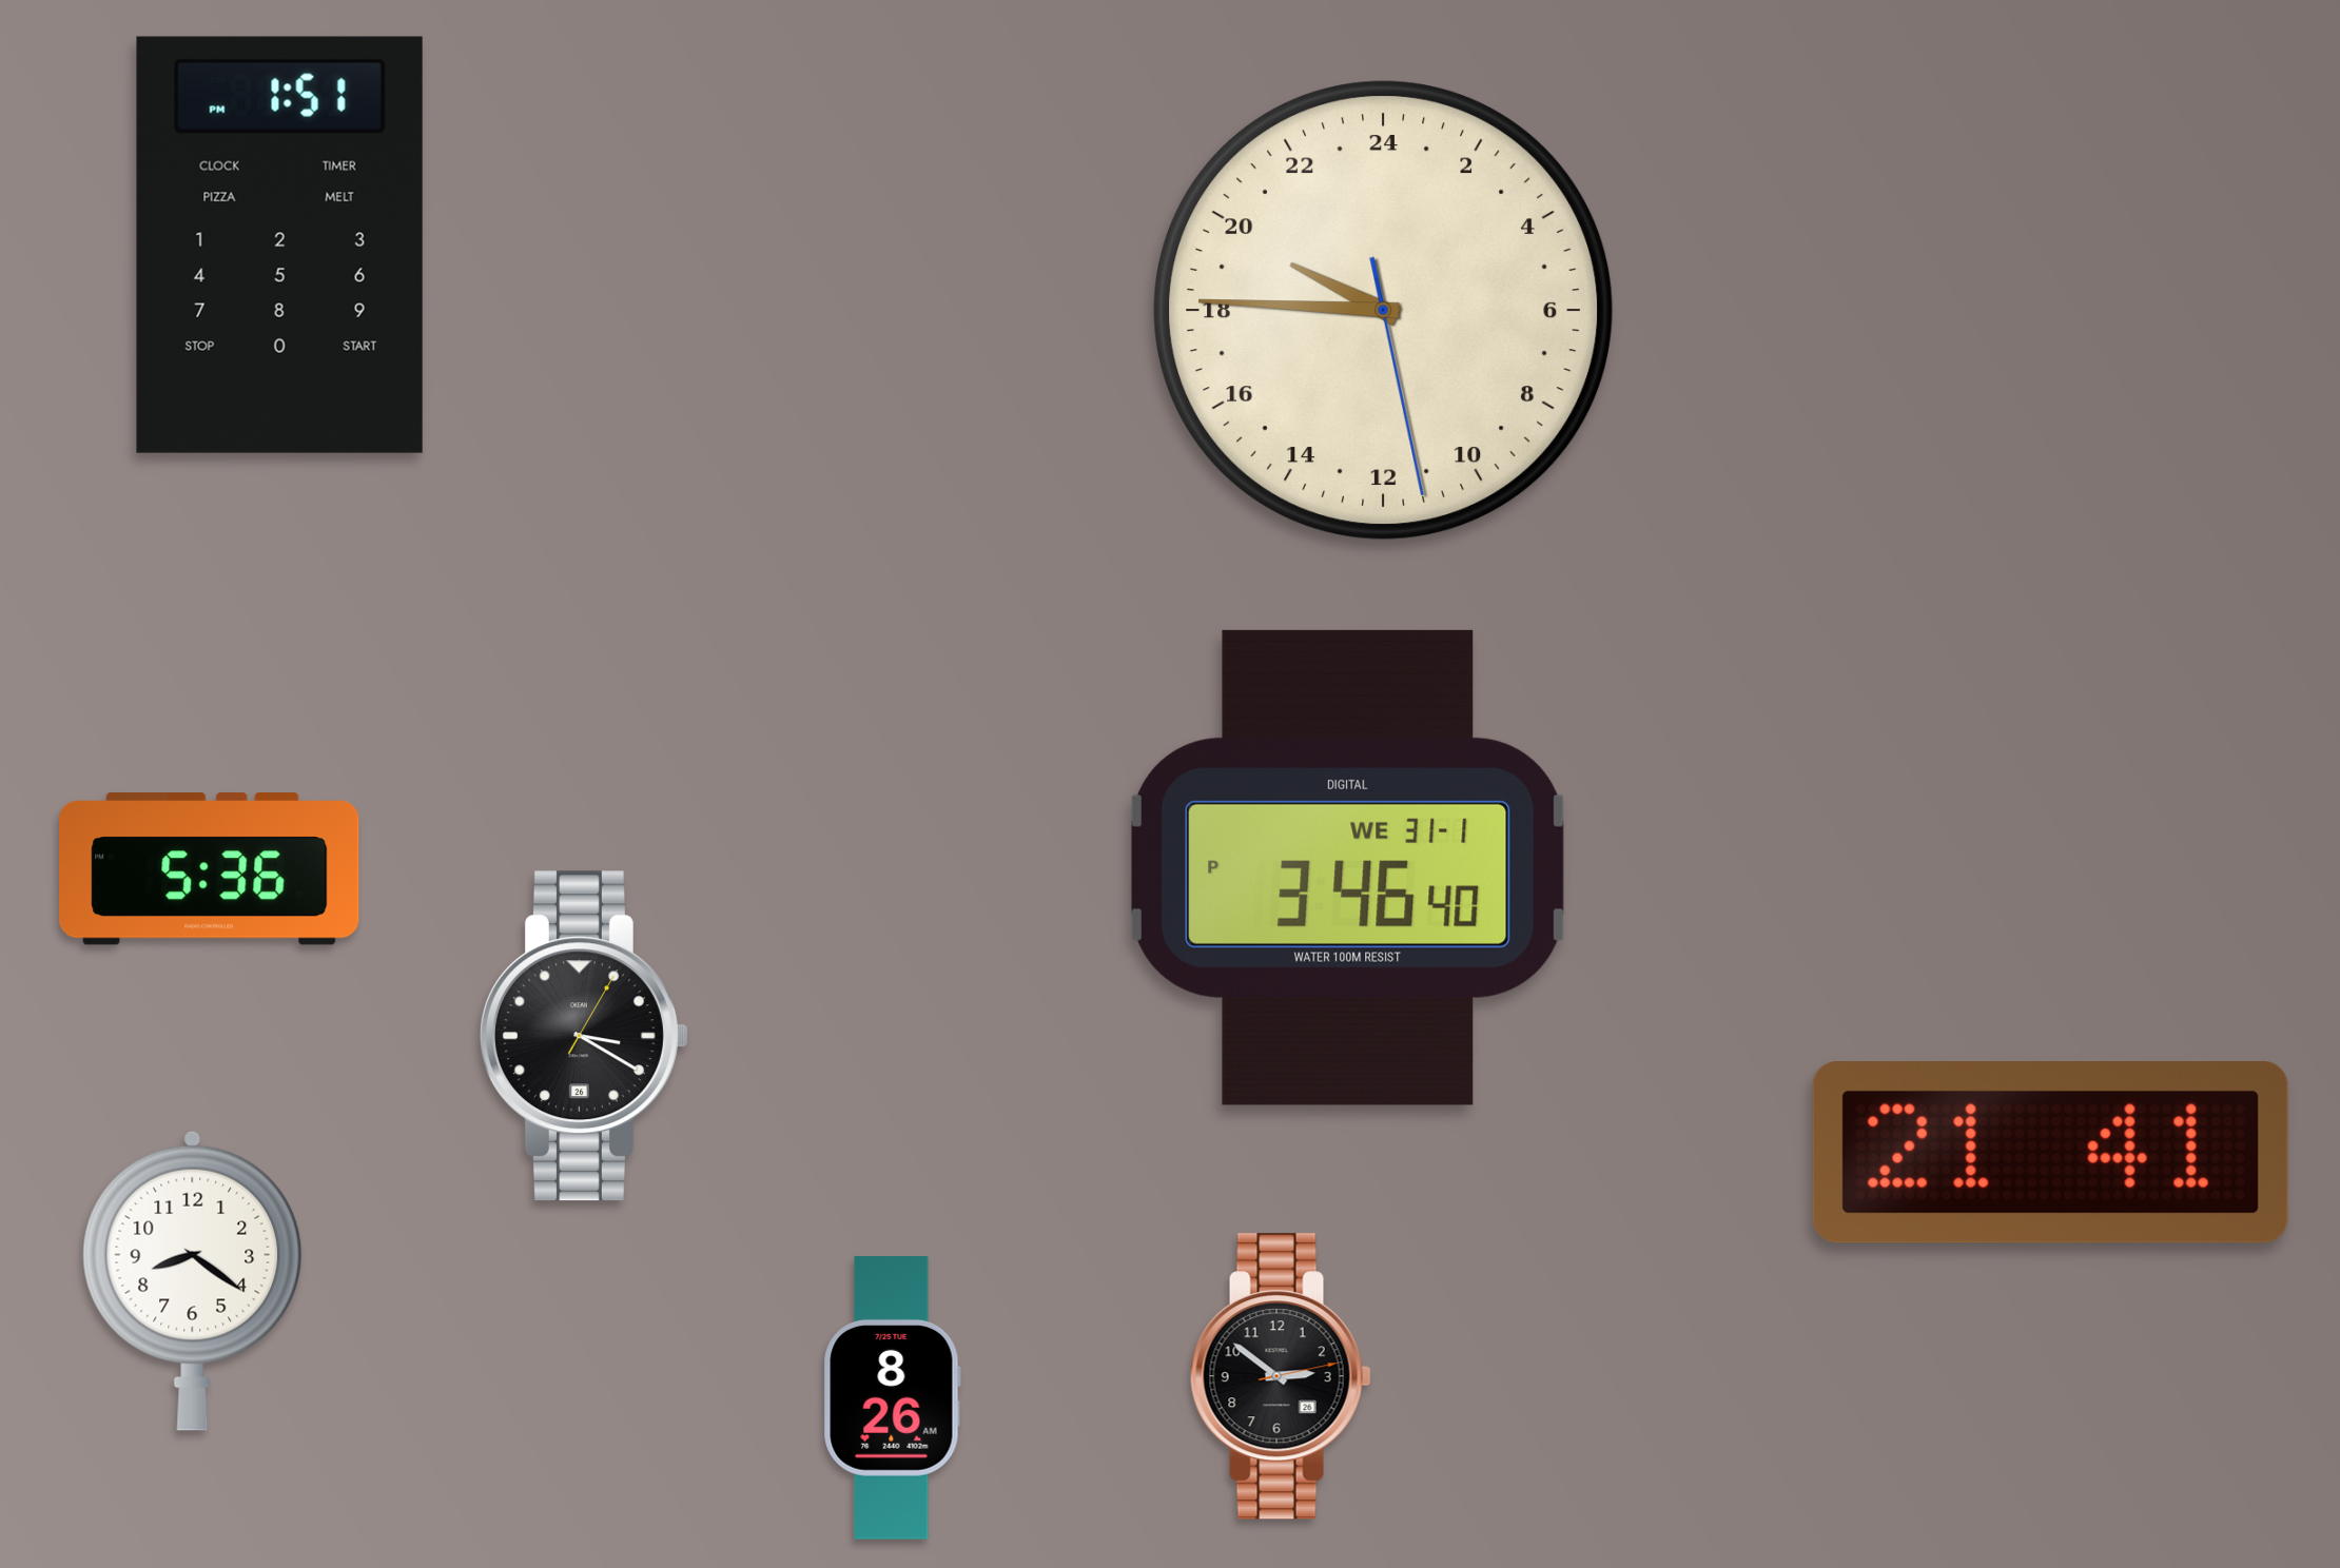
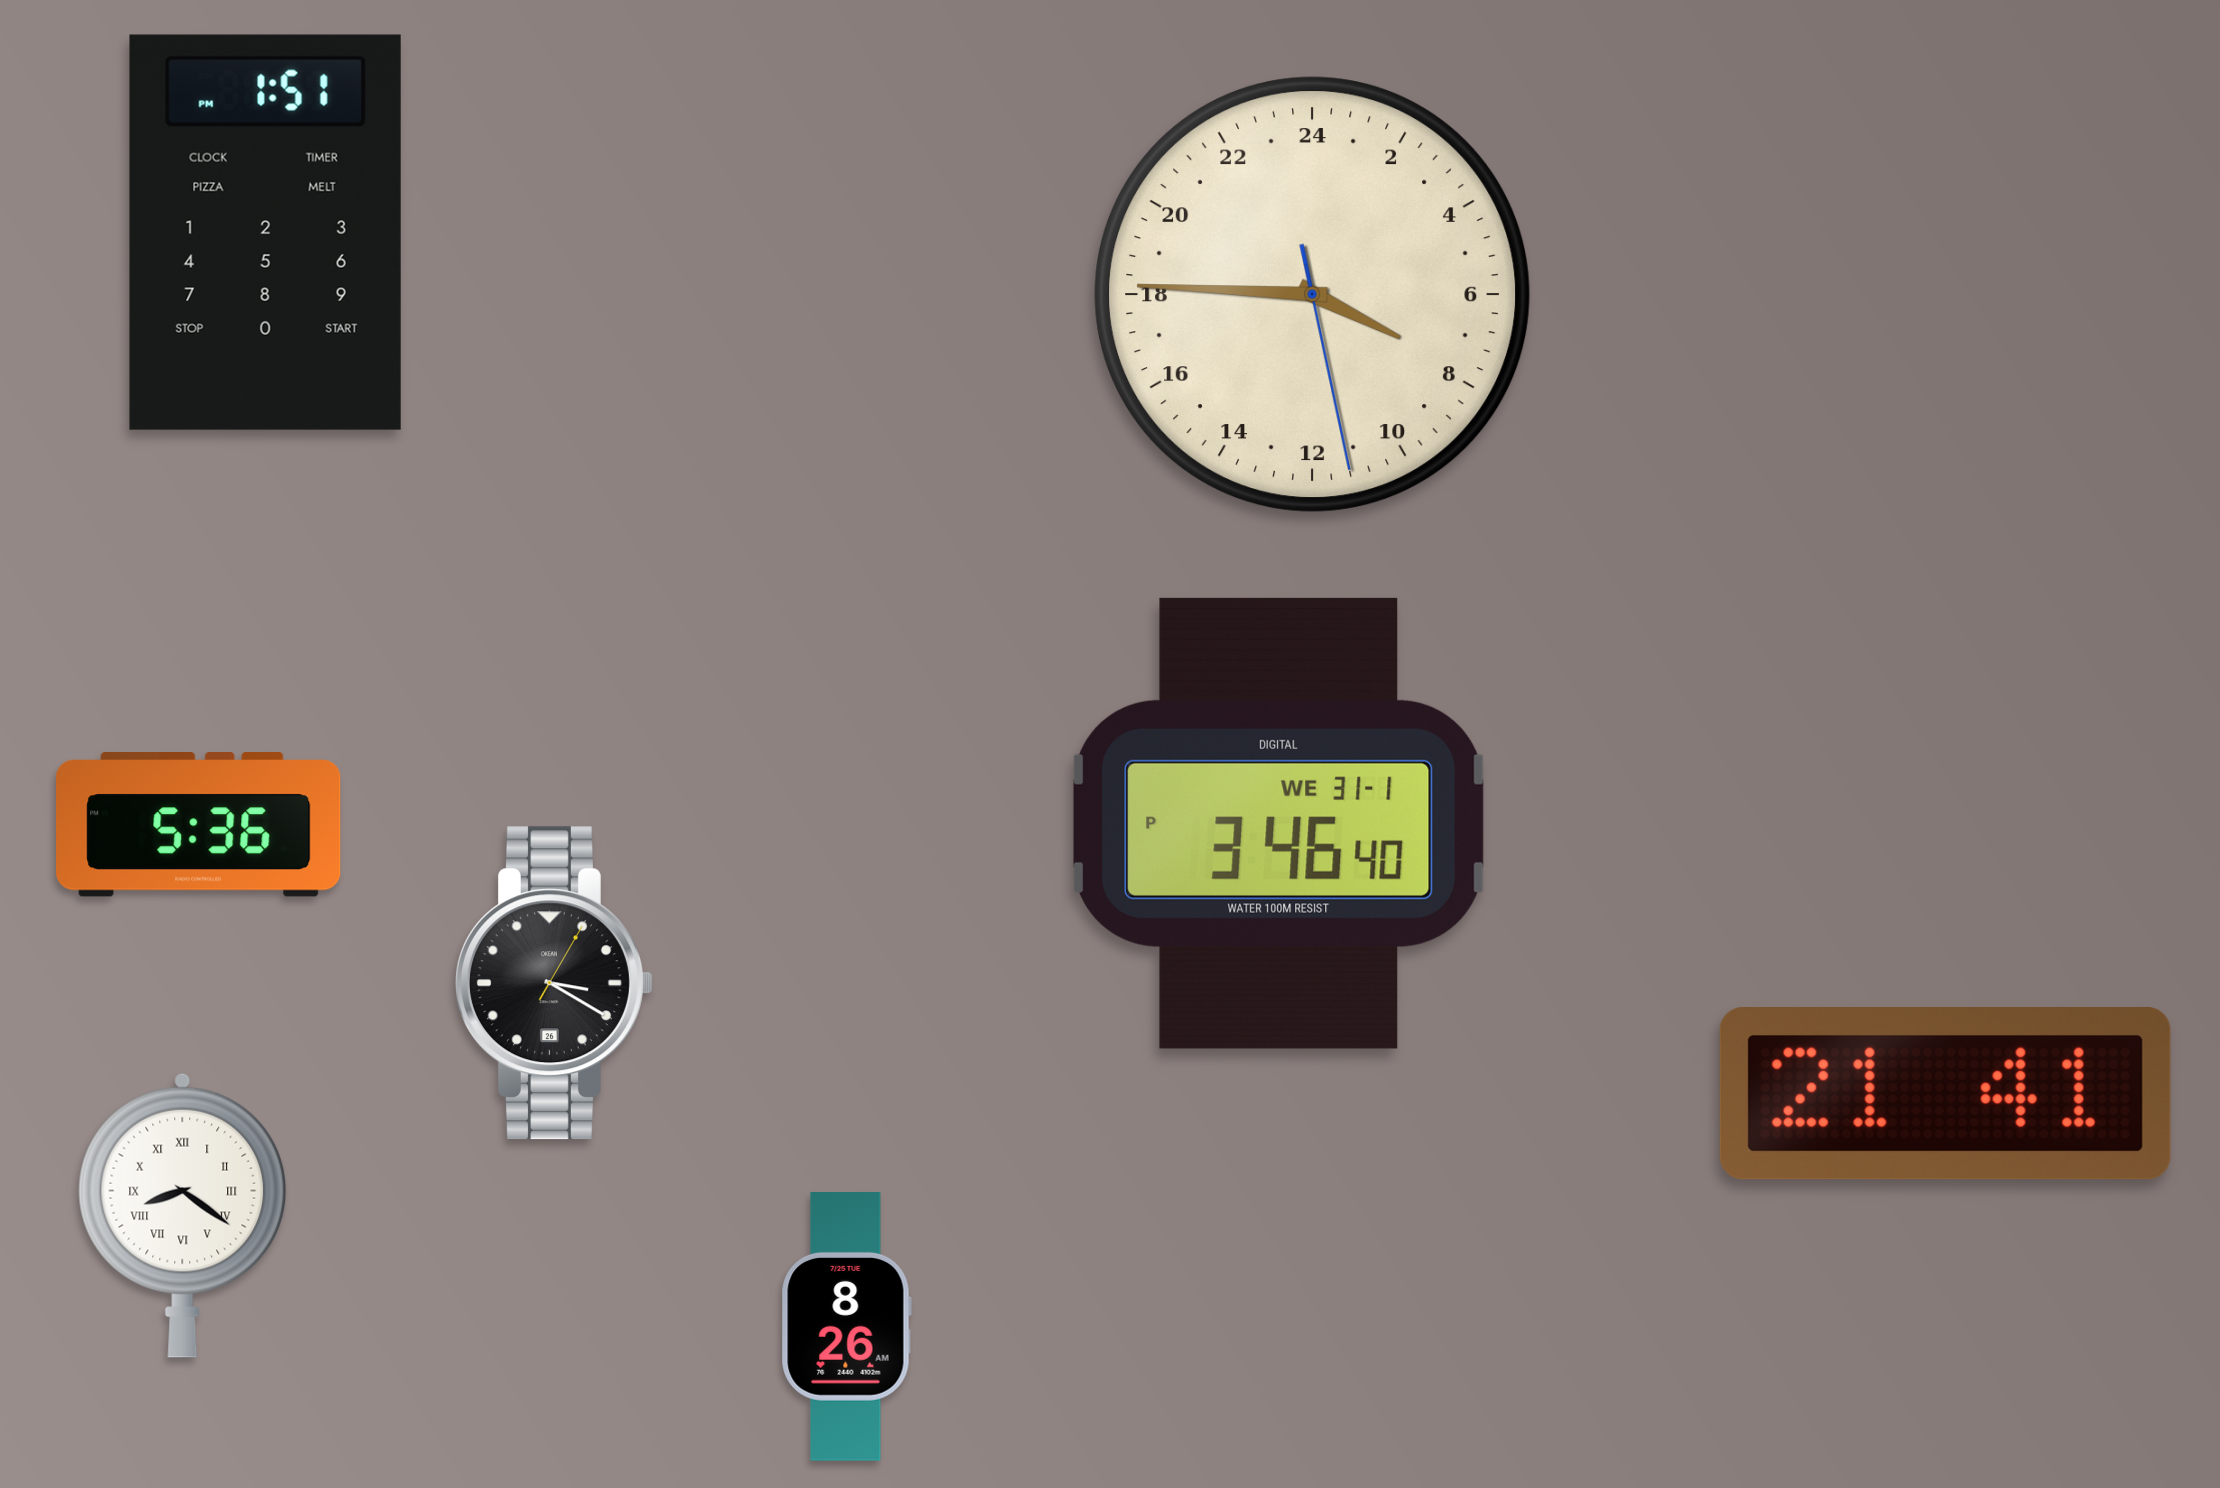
clock at (1384, 311): 19:45 -> 7:45
clock at (193, 1280) numerals: Arabic -> Roman
clock at (1281, 1376): 2:51 -> none
